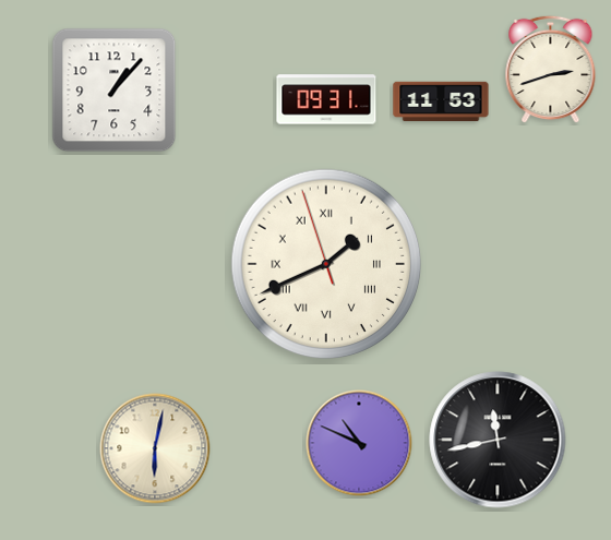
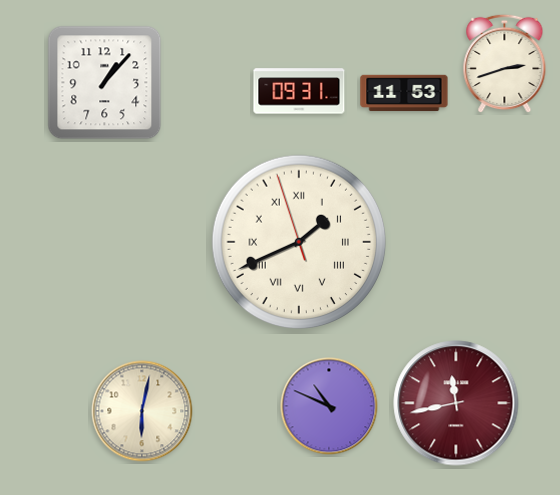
clock at (498, 440) dial: black -> burgundy
